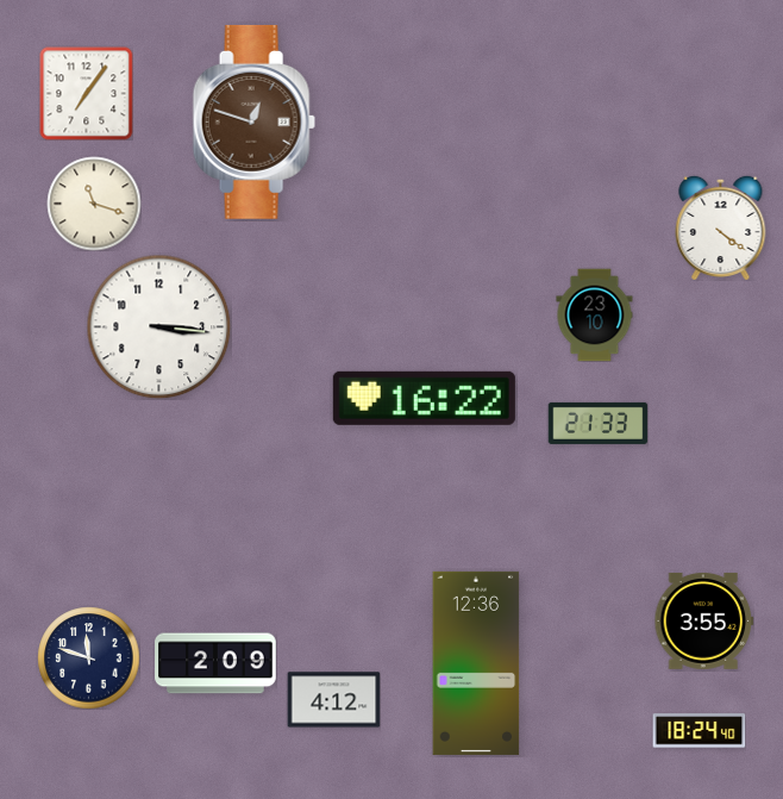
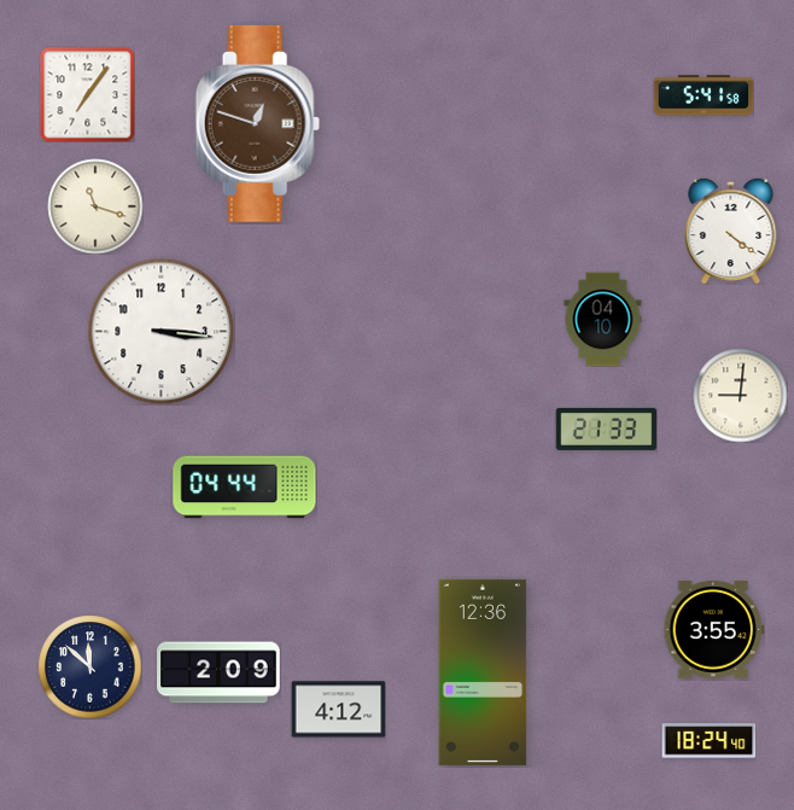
clock at (703, 95): none -> 5:41
clock at (595, 314): 23:10 -> 04:10
clock at (740, 395): none -> 9:01
clock at (424, 398): 16:22 -> none
clock at (245, 488): none -> 04:44
clock at (88, 657): 11:48 -> 11:52
